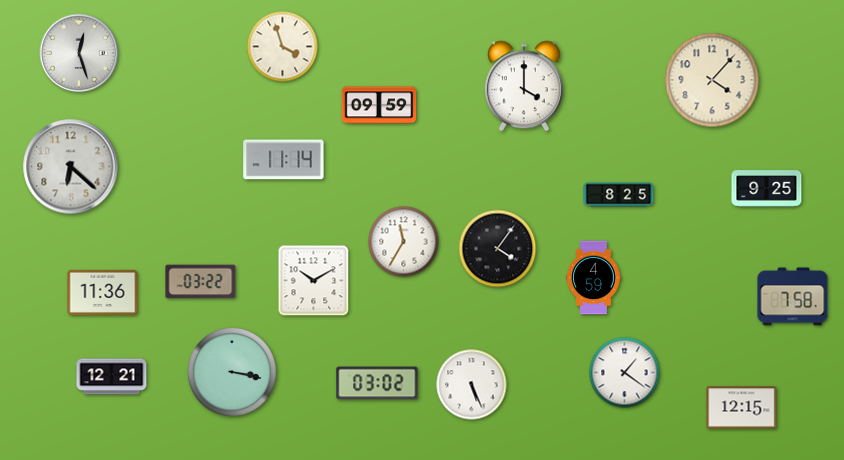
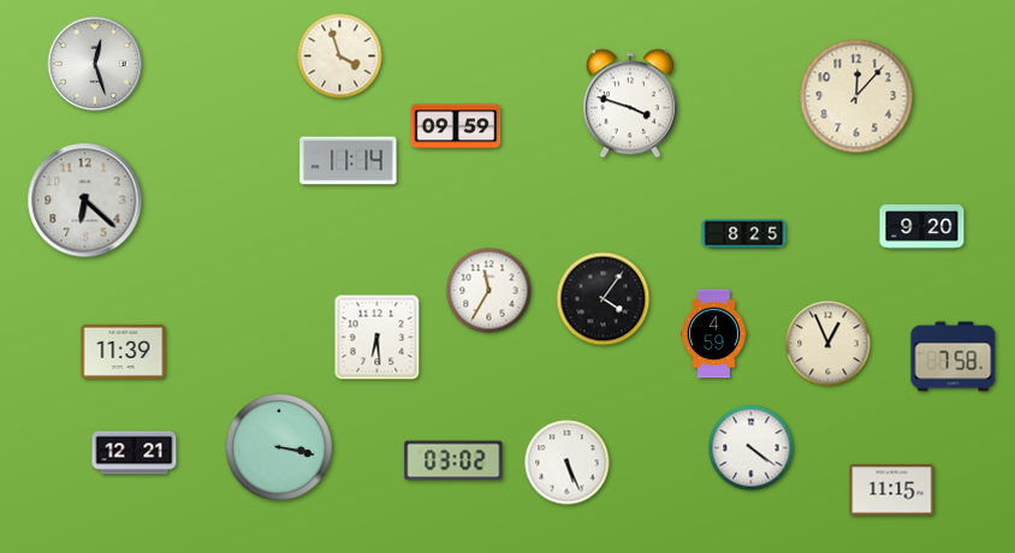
clock at (712, 80): 4:07 -> 12:07
clock at (524, 86): 4:00 -> 3:48
clock at (284, 160) position: (284, 160) -> (349, 161)
clock at (767, 189): 9:25 -> 9:20
clock at (404, 242) position: (404, 242) -> (489, 291)
clock at (498, 249) position: (498, 249) -> (604, 299)
clock at (314, 281): 10:10 -> 6:29
clock at (201, 282): 03:22 -> none
clock at (829, 344): none -> 12:56
clock at (103, 292): 11:36 -> 11:39
clock at (625, 373): 1:21 -> 4:21
clock at (742, 408): 12:15 -> 11:15
